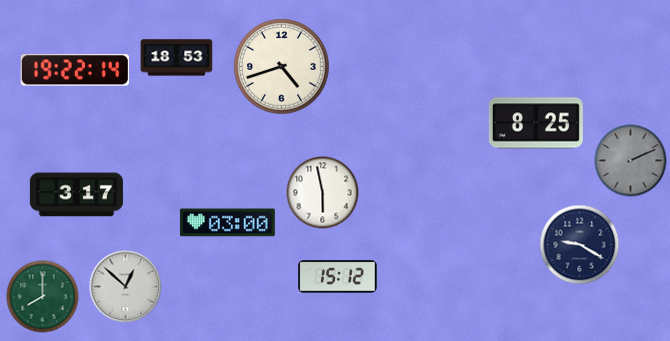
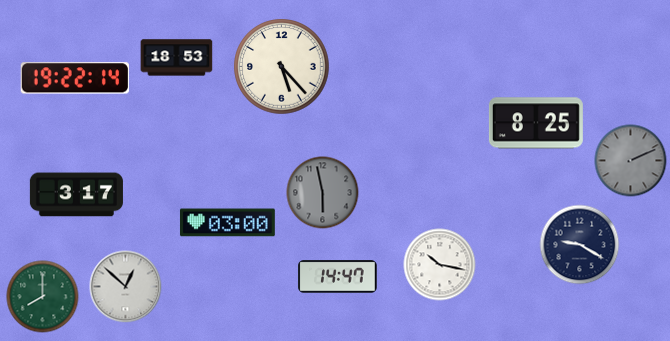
clock at (282, 67): 4:42 -> 5:23
clock at (75, 70) position: (75, 70) -> (75, 78)
clock at (323, 193) dial: white -> grey
clock at (440, 265): none -> 10:17
clock at (338, 277): 15:12 -> 14:47
